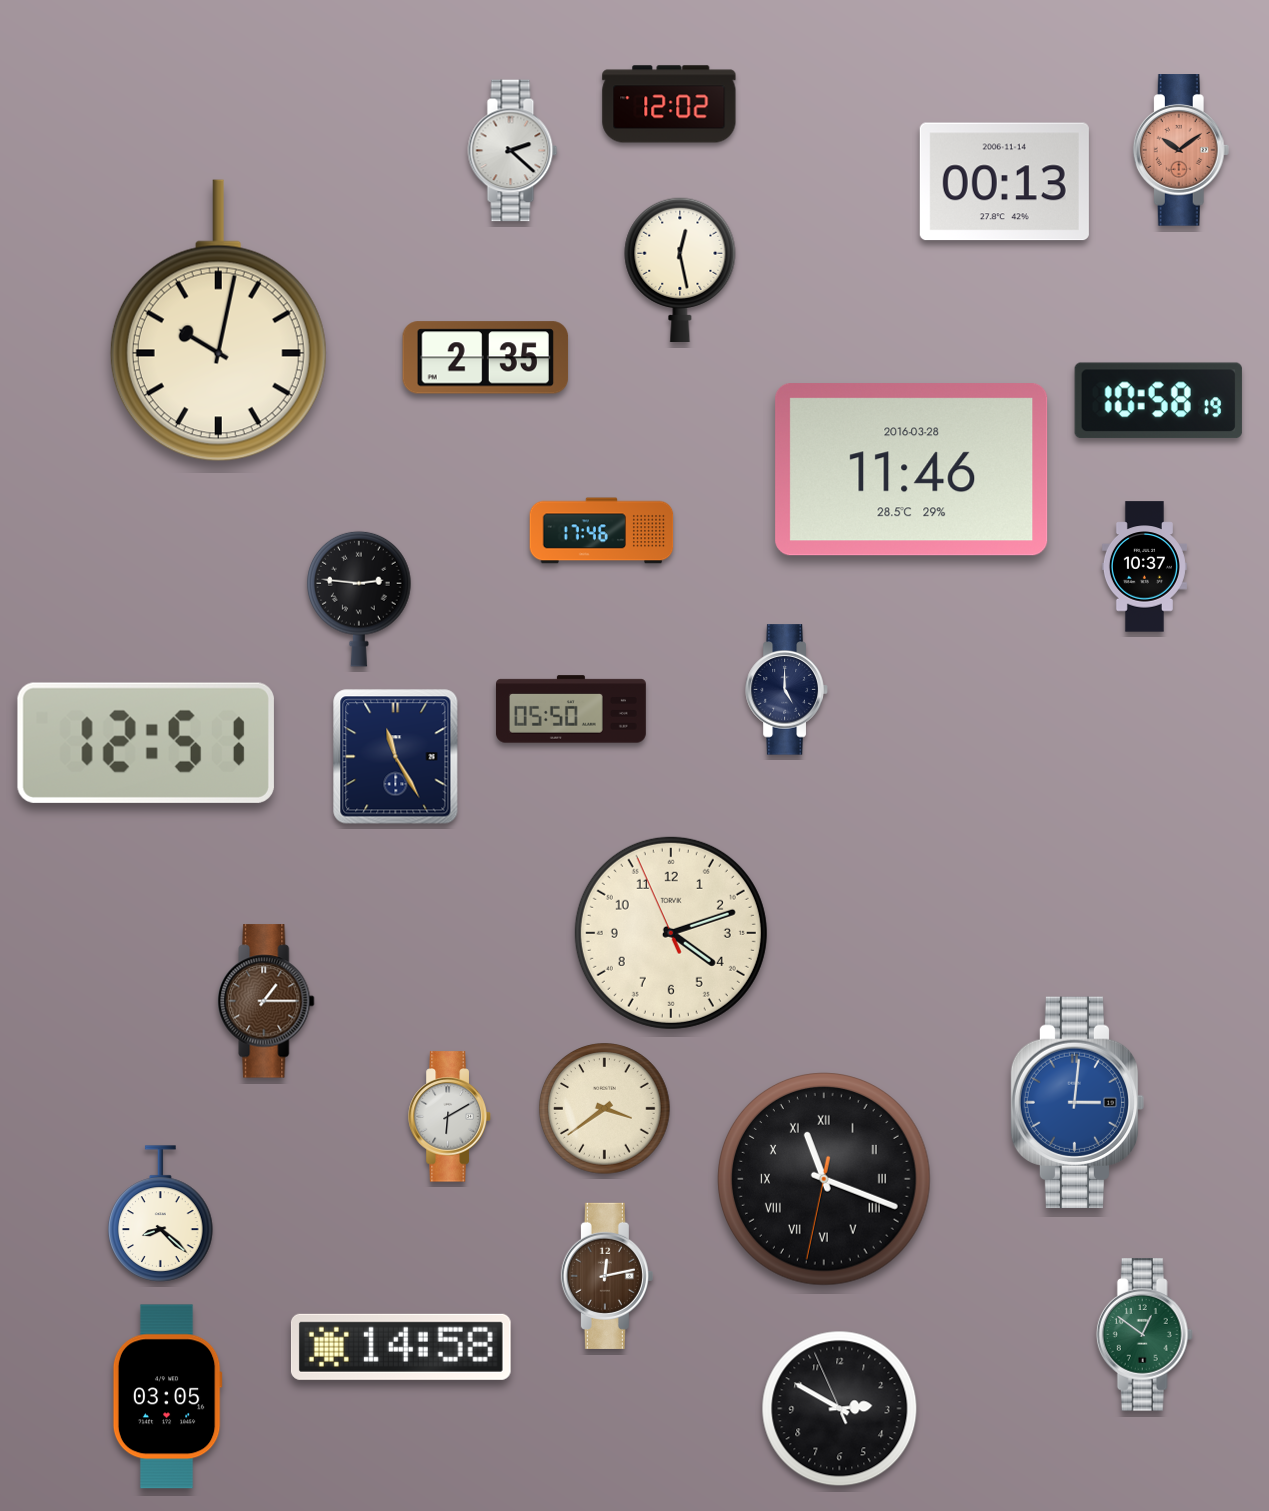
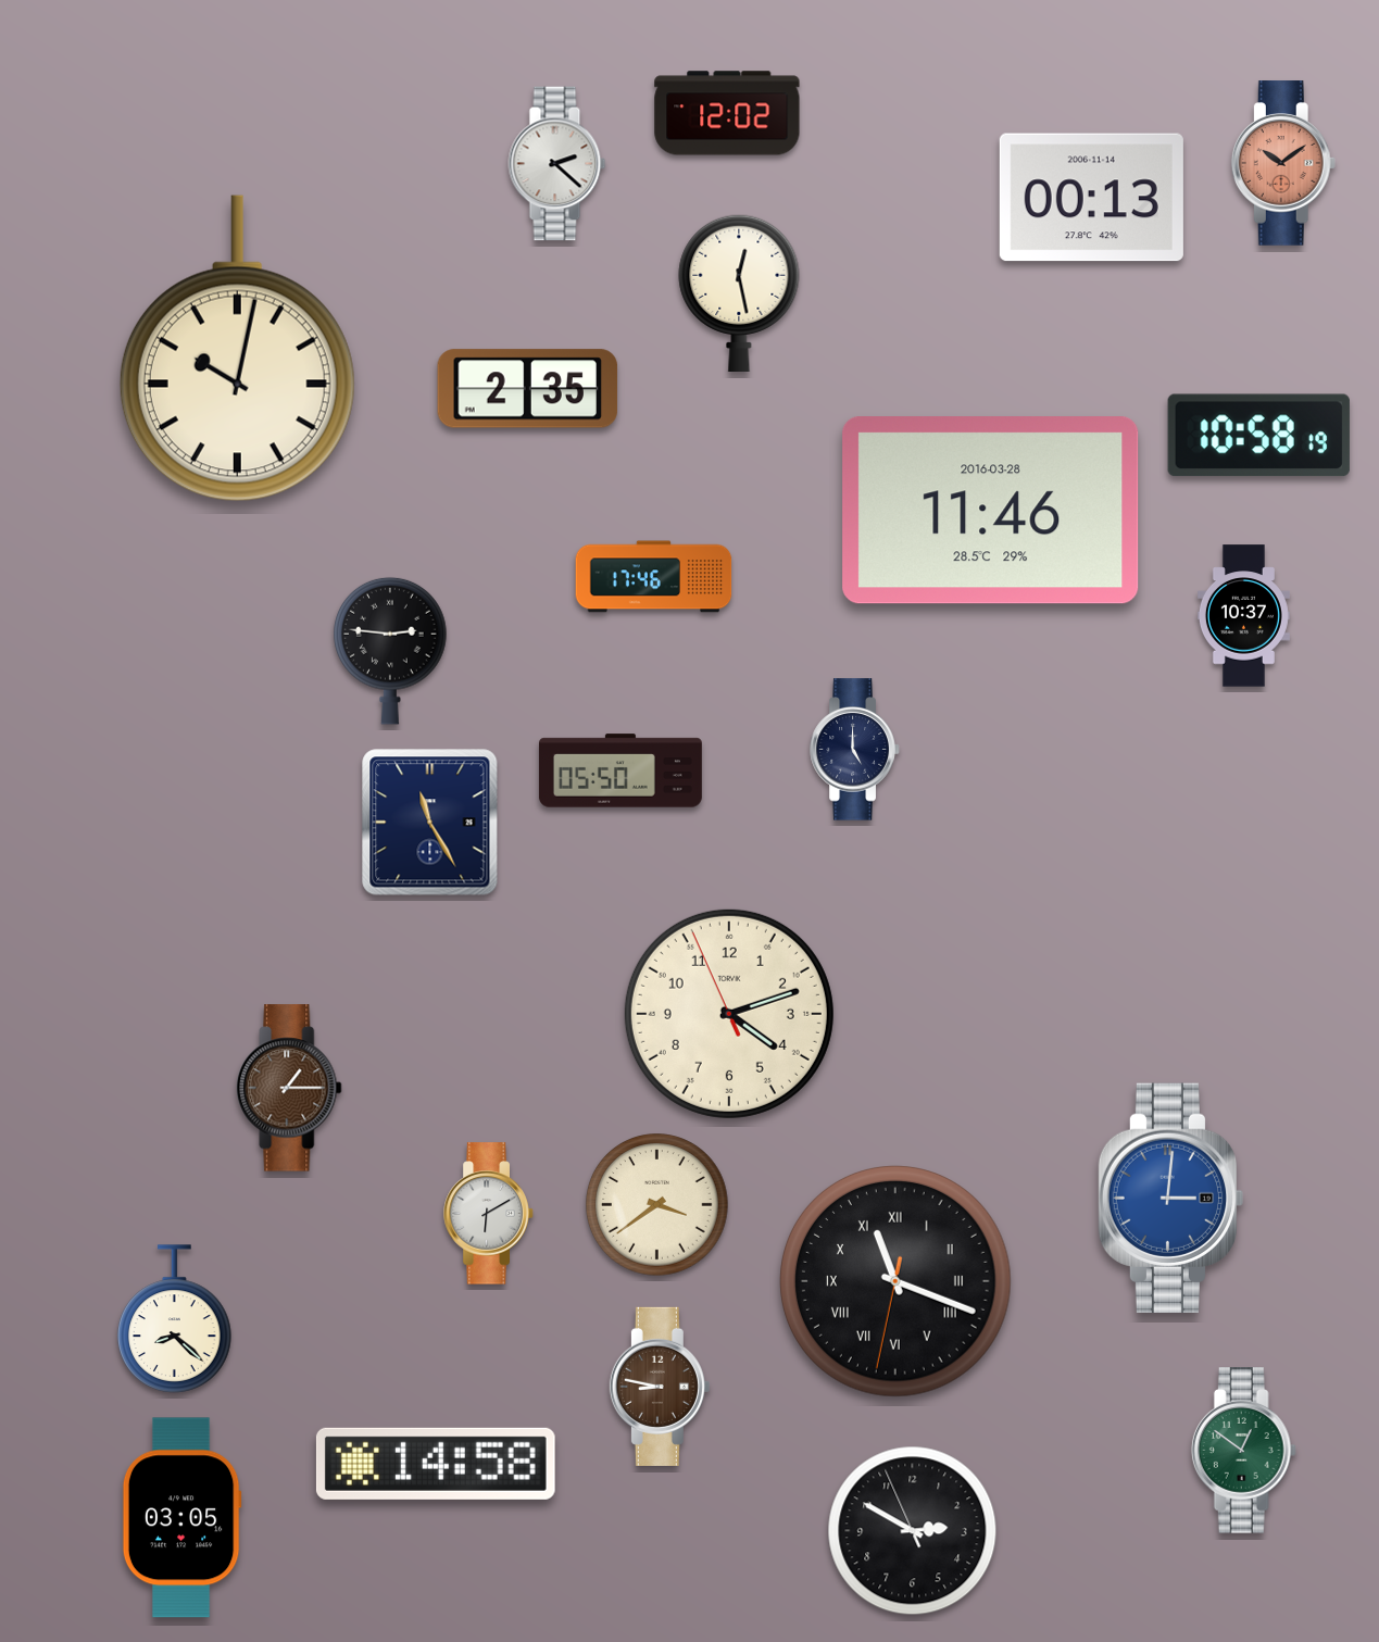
clock at (146, 743): 12:51 -> none
clock at (607, 1276): 12:13 -> 8:47
